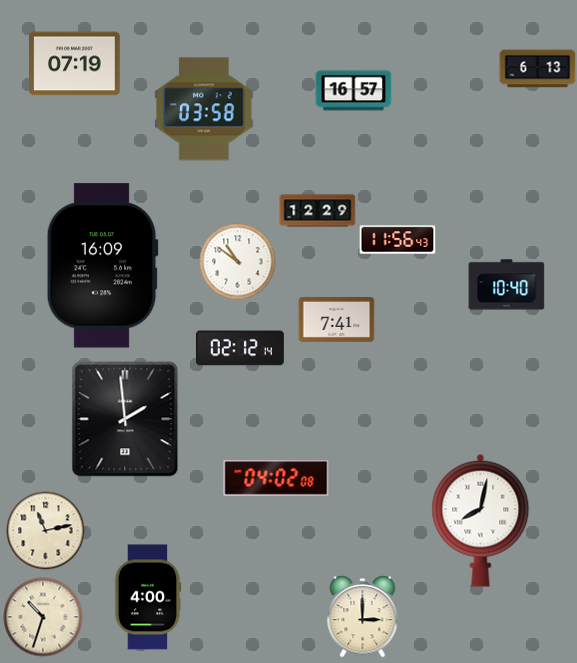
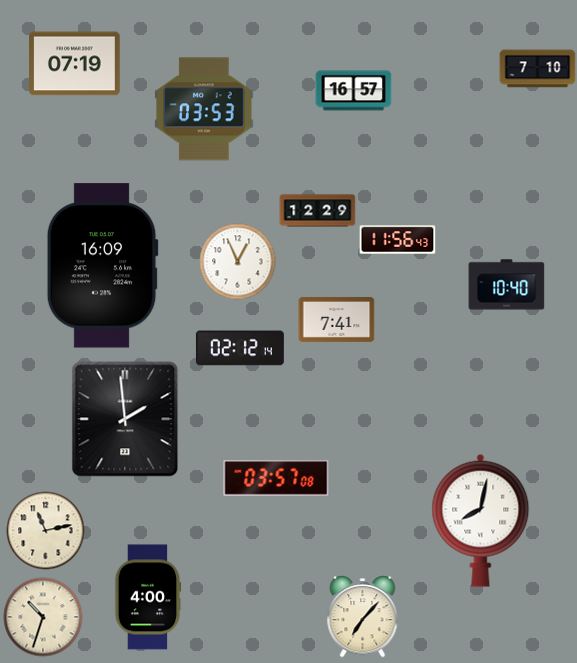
clock at (538, 69): 6:13 -> 7:10
clock at (204, 109): 03:58 -> 03:53
clock at (238, 262): 10:51 -> 12:56
clock at (276, 479): 04:02 -> 03:57
clock at (363, 617): 3:00 -> 7:07
